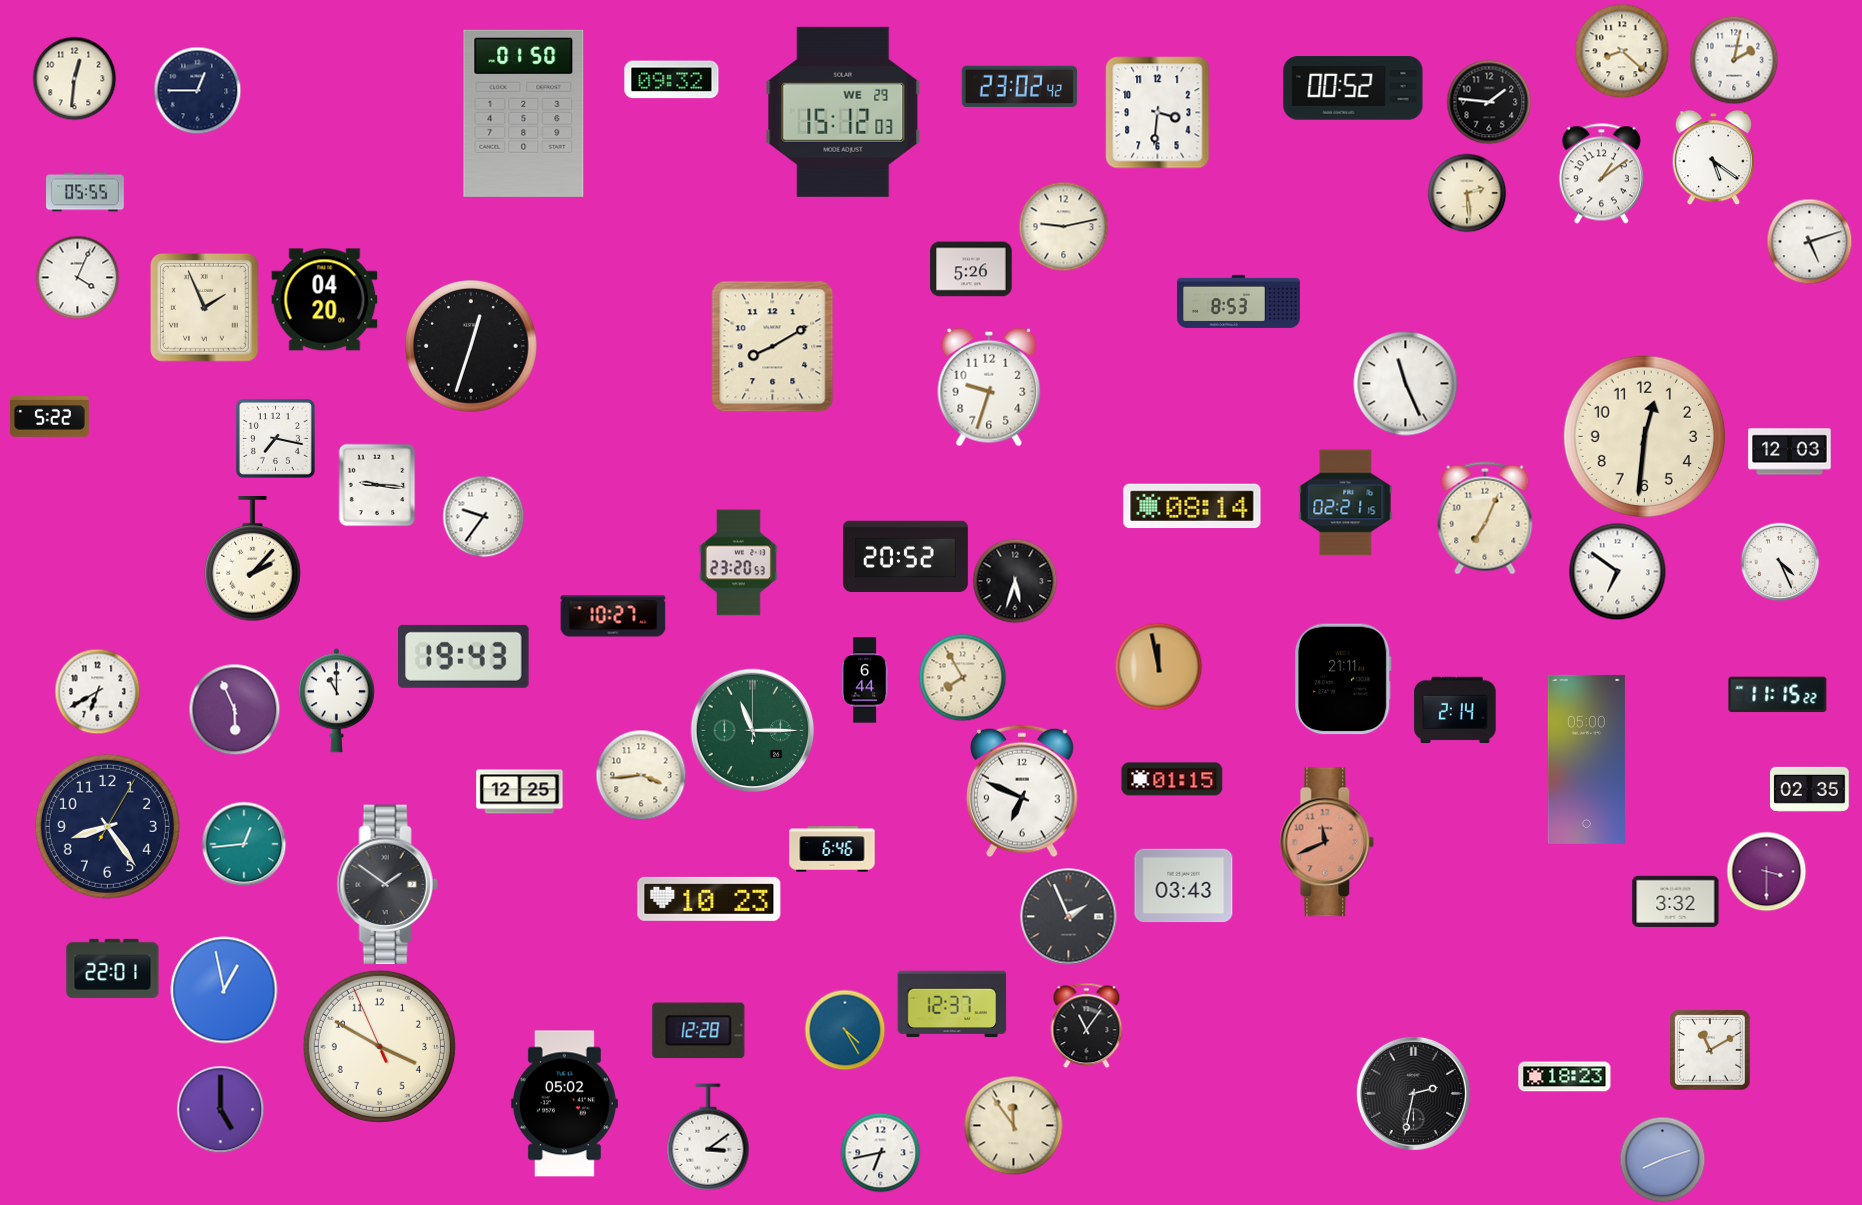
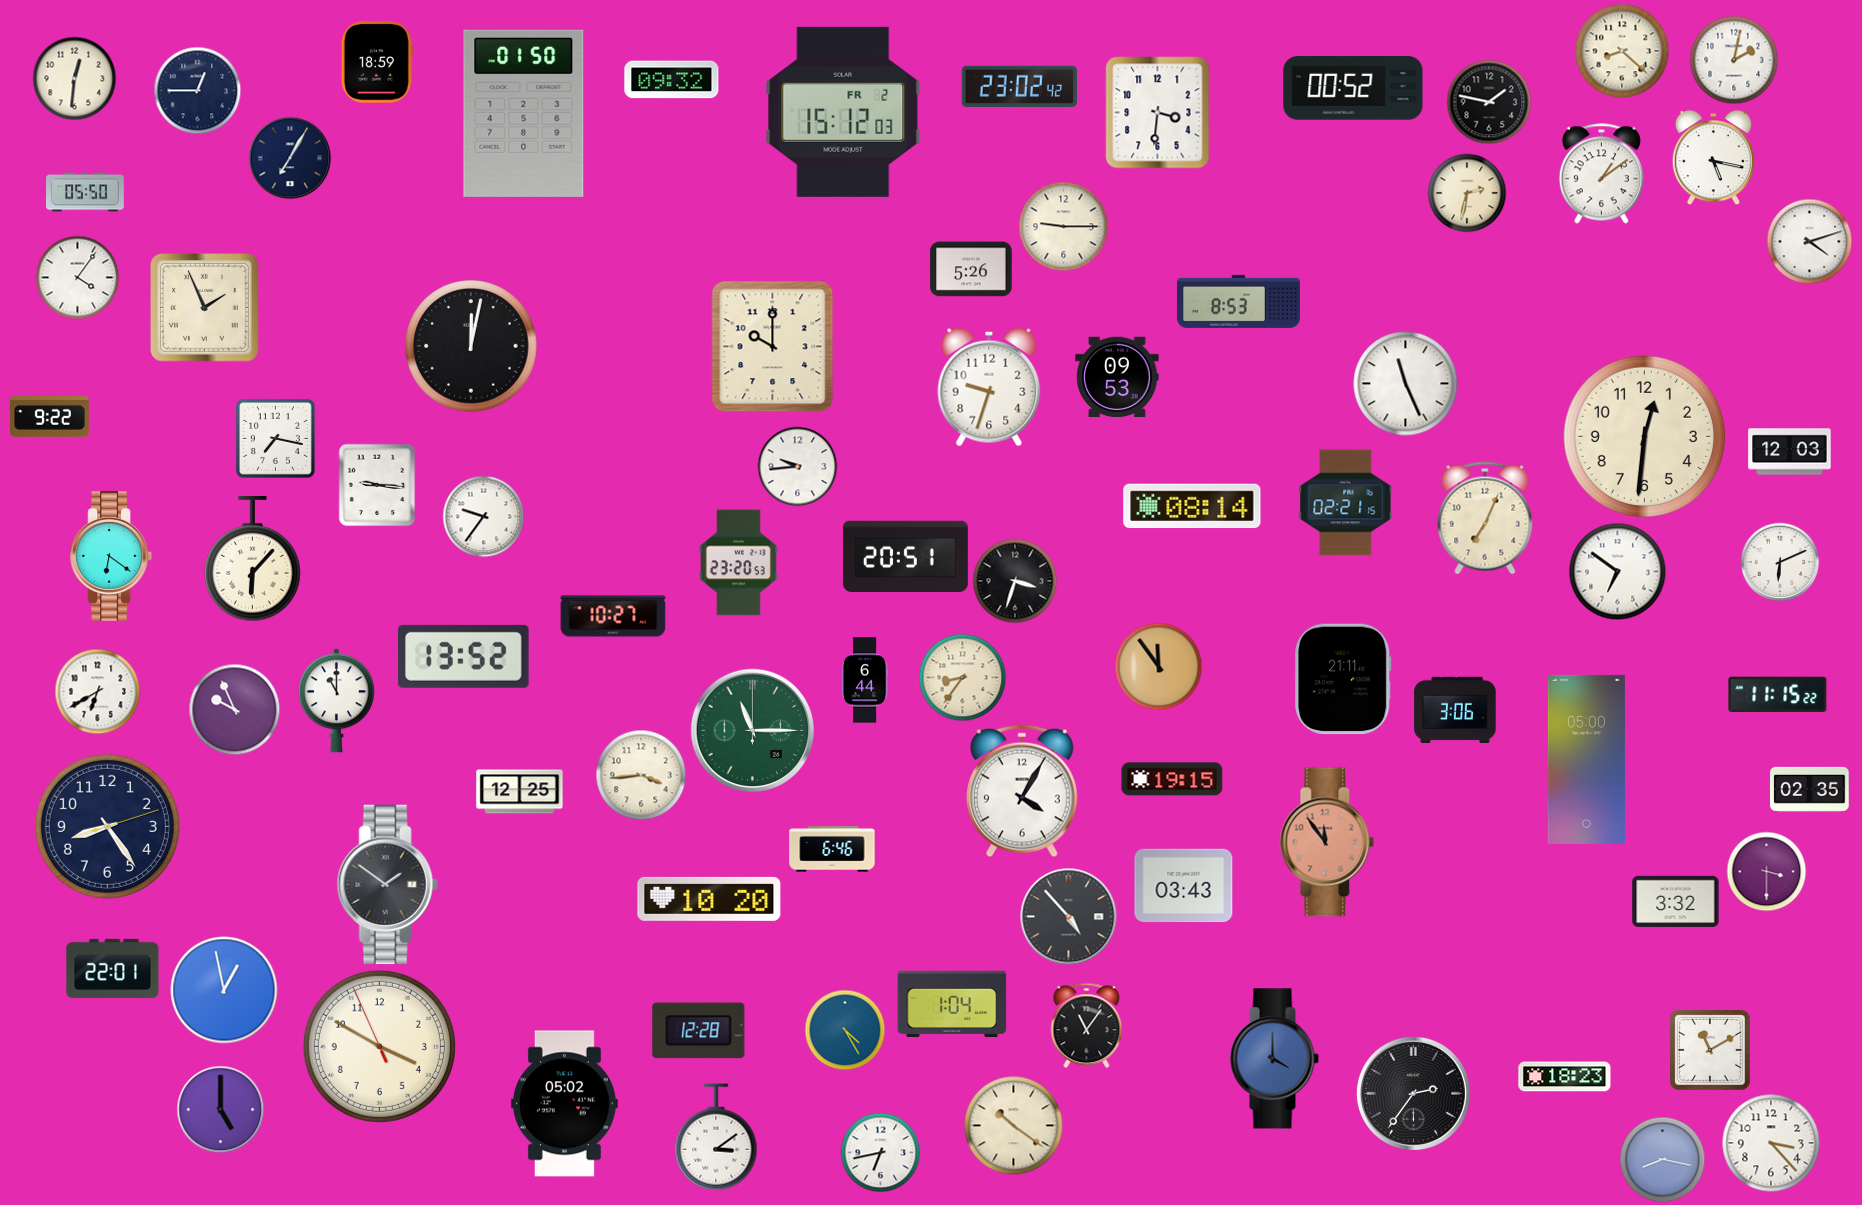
clock at (377, 62): none -> 18:59
clock at (1489, 102): 1:46 -> 1:47
clock at (843, 112) date: WE 29 -> FR 2
clock at (290, 158): none -> 7:05
clock at (1713, 158): 5:21 -> 5:17
clock at (85, 192): 05:55 -> 05:50
clock at (1467, 193): 2:29 -> 2:32
clock at (1063, 226): 9:13 -> 9:15
clock at (1809, 241): 5:12 -> 4:12
clock at (77, 277): 4:04 -> 4:06
clock at (325, 300): 04:20 -> none
clock at (472, 347): 12:33 -> 12:02
clock at (773, 347): 8:10 -> 10:00
clock at (1117, 377): none -> 09:53
clock at (50, 417): 5:22 -> 9:22
clock at (797, 466): none -> 9:44
clock at (111, 556): none -> 6:21
clock at (906, 557): 20:52 -> 20:51
clock at (253, 559): 2:07 -> 6:07
clock at (1780, 562): 4:26 -> 6:11
clock at (1015, 581): 5:33 -> 3:33
clock at (464, 656): 19:43 -> 13:52
clock at (1158, 666): 11:58 -> 11:54
clock at (962, 677): 7:55 -> 8:36
clock at (234, 709): 5:56 -> 9:56
clock at (1455, 709): 2:14 -> 3:06
clock at (1172, 779): 01:15 -> 19:15
clock at (1023, 791): 6:49 -> 4:05
clock at (107, 826): 8:24:05 -> 8:24:12
clock at (1327, 842): 11:41 -> 11:54
clock at (244, 844): 12:44 -> none
clock at (709, 899): 10:23 -> 10:20
clock at (1069, 917): 1:56 -> 4:53
clock at (952, 1004): 12:37 -> 1:04
clock at (1274, 1059): none -> 4:00
clock at (1413, 1093): 2:32 -> 2:36
clock at (1014, 1126): 11:54 -> 10:21
clock at (708, 1137) position: (708, 1137) -> (716, 1137)
clock at (1771, 1143): none -> 3:23
clock at (1662, 1159): 8:12 -> 8:17
